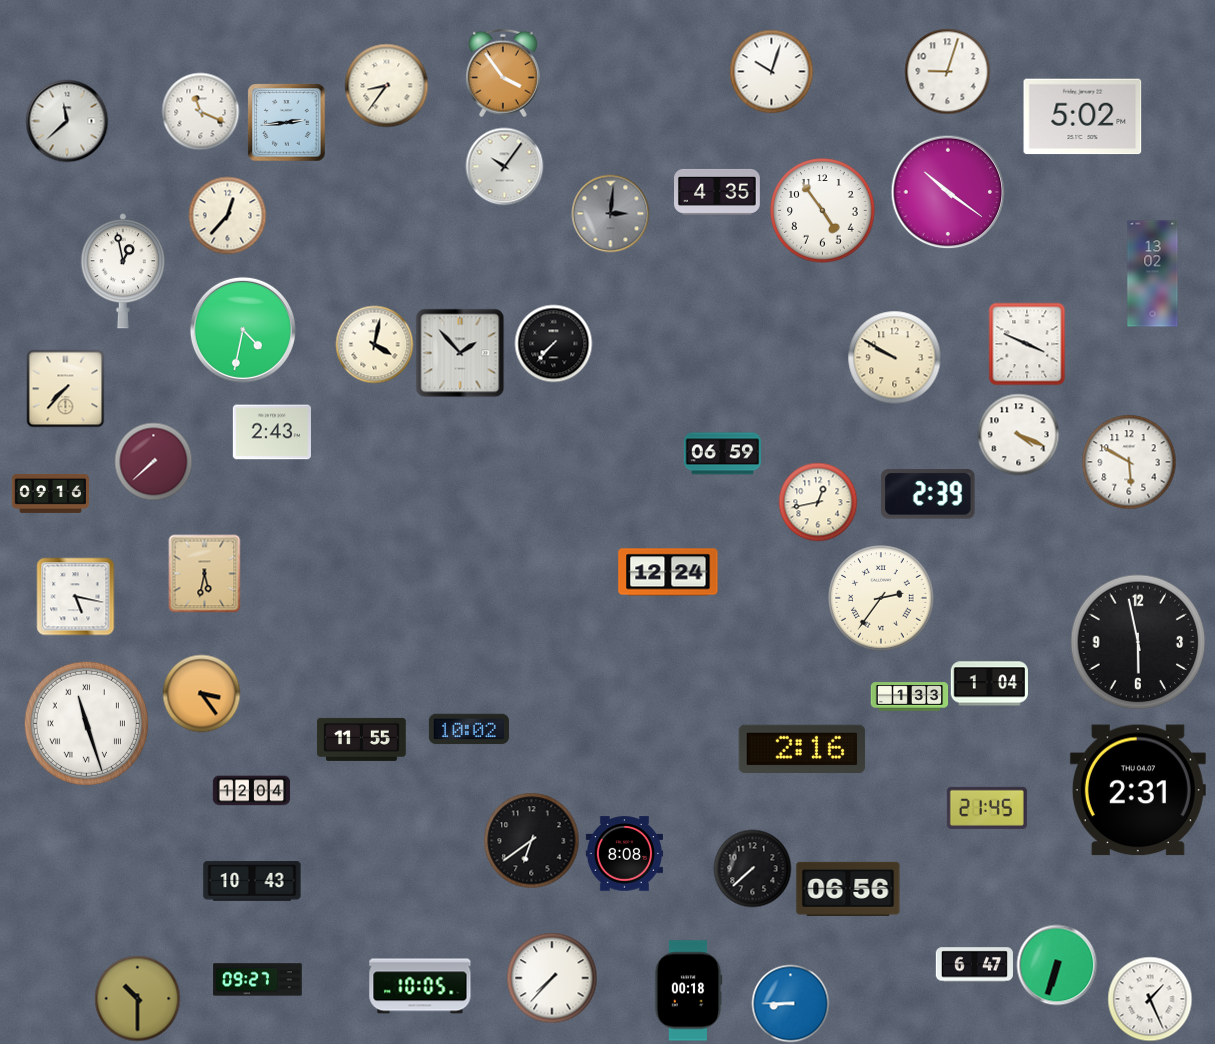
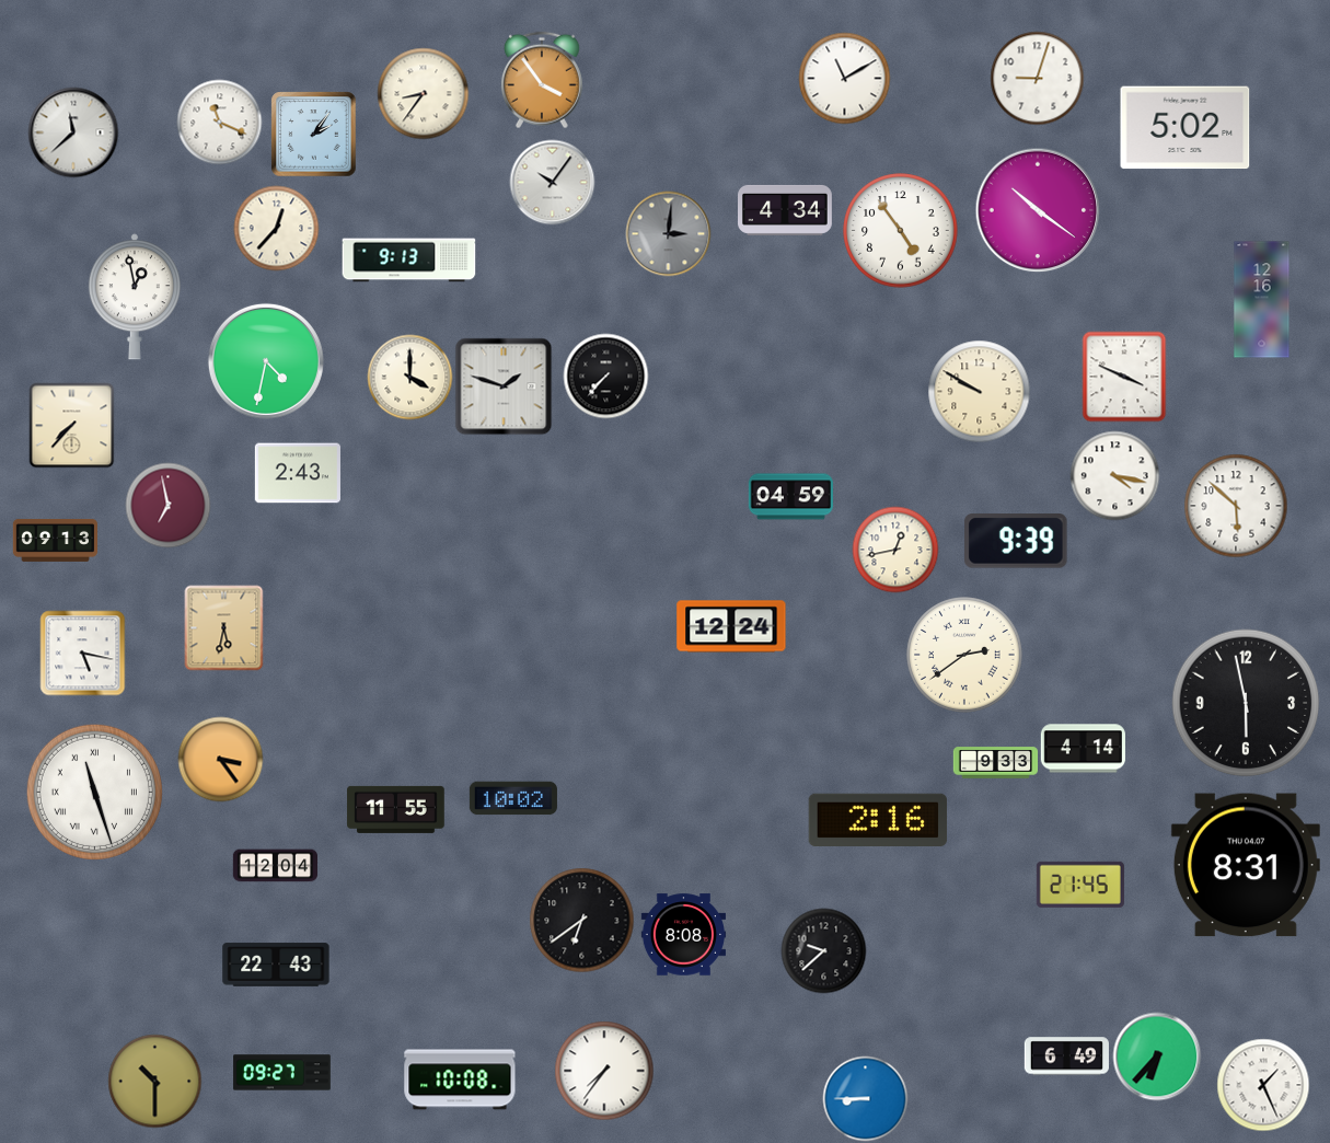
clock at (771, 71): 10:03 -> 11:10
clock at (503, 73) position: (503, 73) -> (542, 80)
clock at (286, 122): 2:44 -> 2:06
clock at (718, 192): 4:35 -> 4:34
clock at (227, 215) position: (227, 215) -> (276, 228)
clock at (409, 261): none -> 9:13
clock at (1153, 274): 13:02 -> 12:16
clock at (374, 344): 4:02 -> 4:00
clock at (460, 353): 1:53 -> 1:48
clock at (1018, 434): 4:19 -> 4:17
clock at (722, 454): 06:59 -> 04:59
clock at (153, 461): 7:38 -> 6:58
clock at (1129, 462): 5:50 -> 5:52
clock at (50, 493): 09:16 -> 09:13
clock at (928, 494): 2:39 -> 9:39
clock at (881, 598): 2:36 -> 2:39
clock at (989, 684): 1:04 -> 4:14
clock at (909, 697): 1:33 -> 9:33
clock at (1138, 790): 2:31 -> 8:31
clock at (752, 868): 7:38 -> 9:38
clock at (252, 881): 10:43 -> 22:43
clock at (848, 889): 06:56 -> none
clock at (974, 965): 6:47 -> 6:49
clock at (1057, 965): 6:33 -> 6:37
clock at (552, 978): 7:37 -> 7:36
clock at (420, 986): 10:05 -> 10:08
clock at (688, 991): 00:18 -> none
clock at (137, 998) position: (137, 998) -> (154, 1081)
clock at (1150, 999) position: (1150, 999) -> (1263, 1085)
